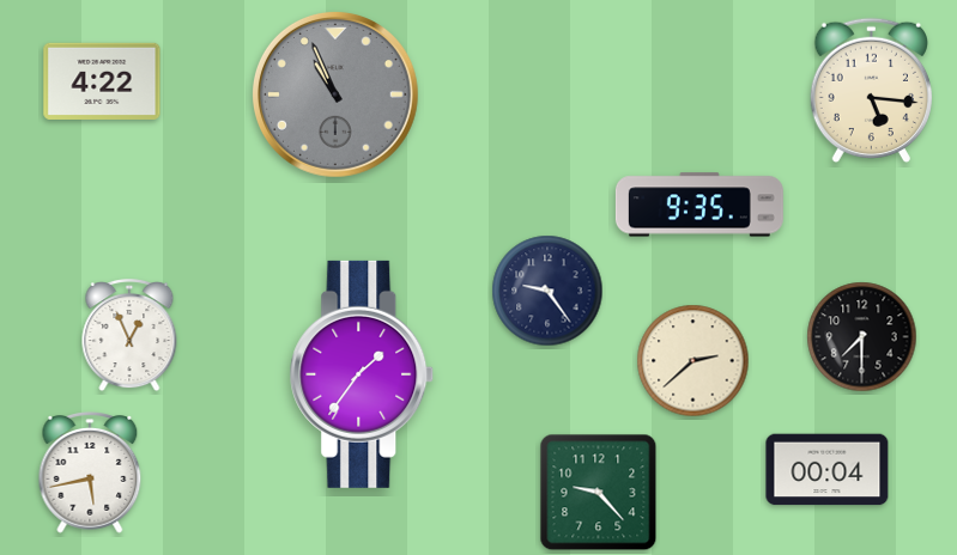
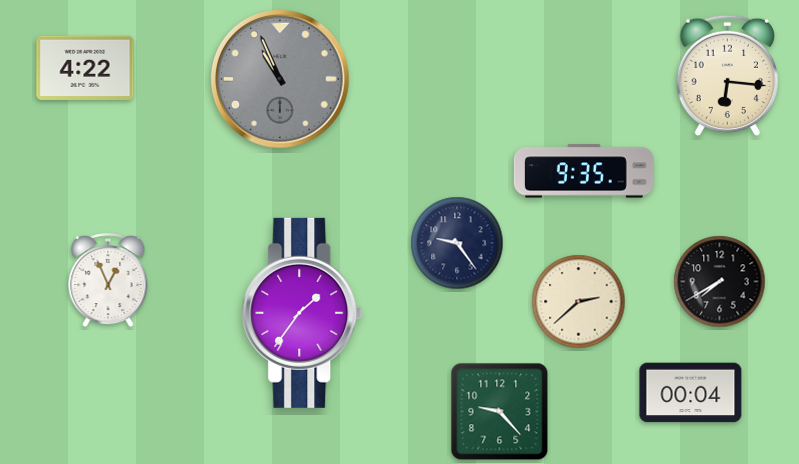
clock at (871, 91): 5:16 -> 6:16
clock at (862, 337): 7:30 -> 7:40
clock at (90, 474): 5:43 -> none
